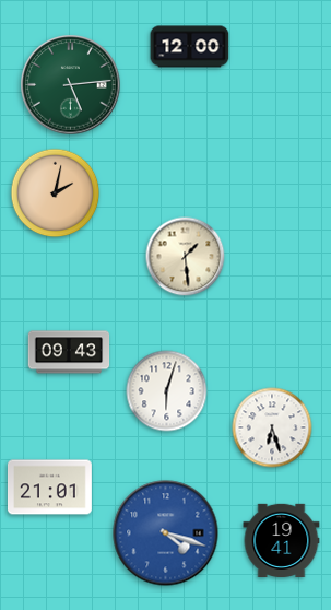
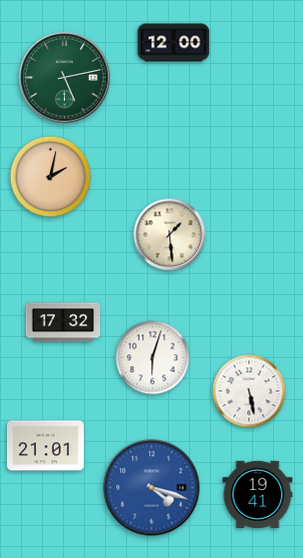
clock at (71, 85): 5:14 -> 5:13
clock at (69, 352): 09:43 -> 17:32
clock at (272, 427): 6:27 -> 5:28
